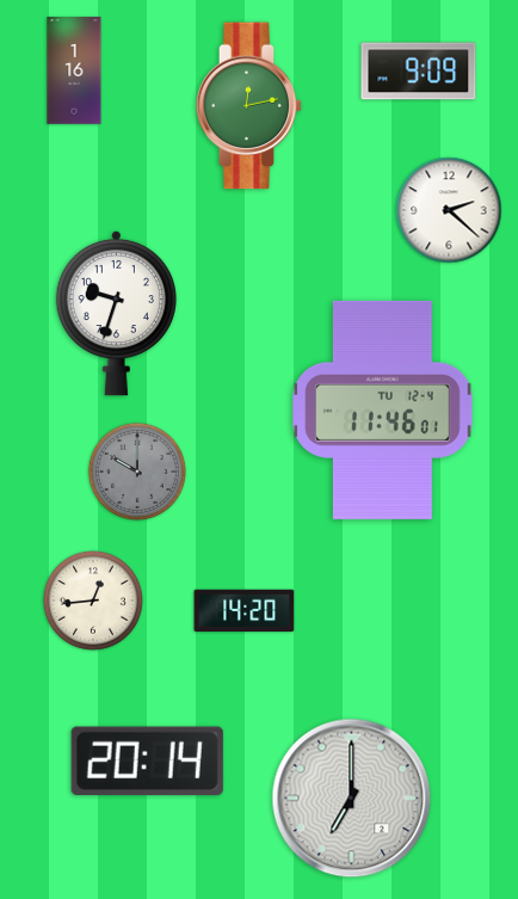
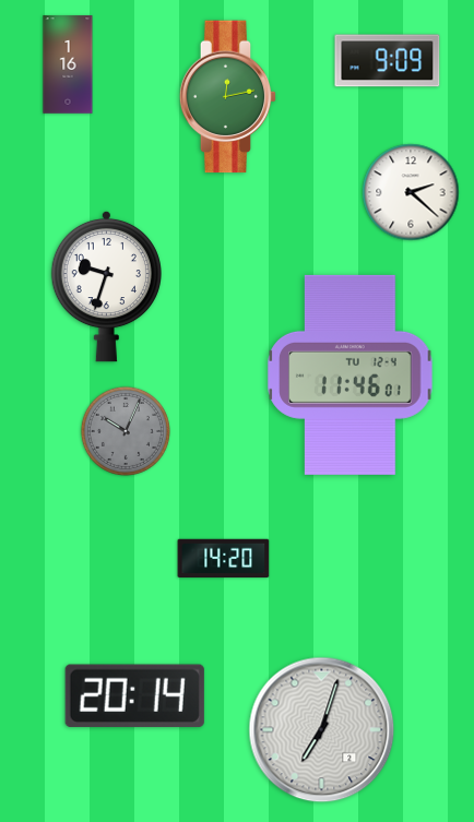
clock at (419, 72) position: (419, 72) -> (388, 61)
clock at (137, 472): 10:00 -> 10:04
clock at (93, 601): 12:44 -> none
clock at (352, 799): 7:00 -> 7:03
